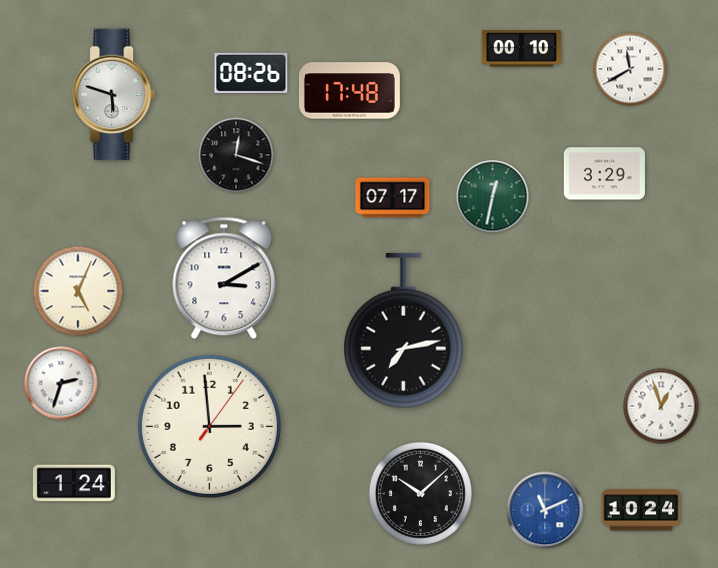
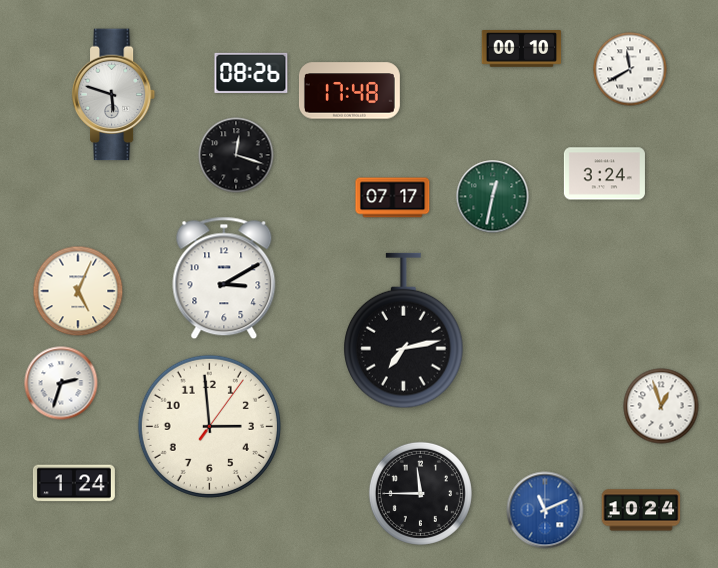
clock at (604, 174): 3:29 -> 3:24
clock at (420, 493): 10:08 -> 11:45
